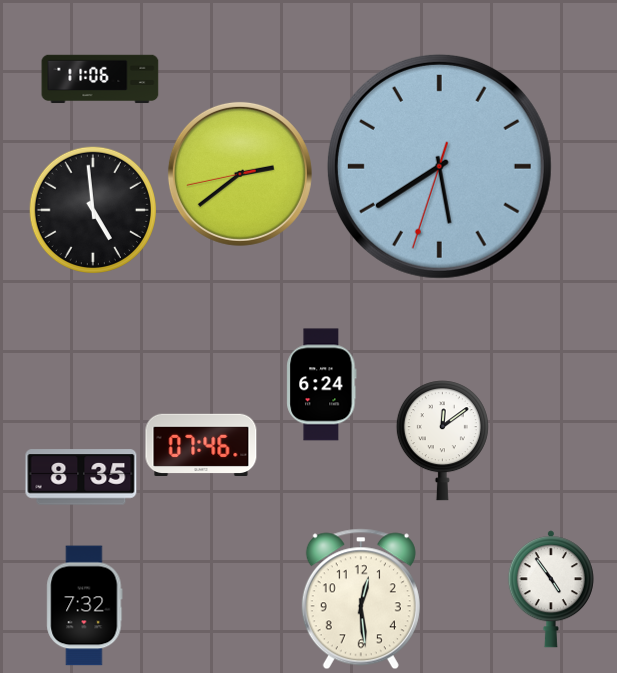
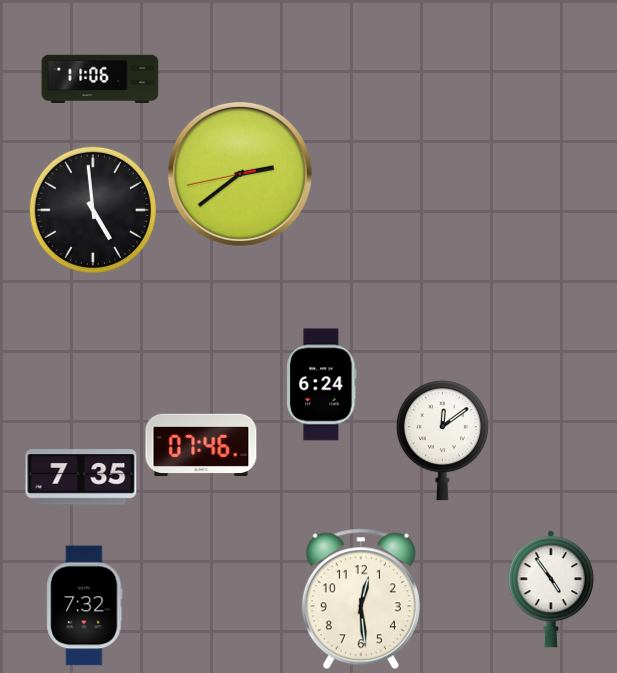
clock at (439, 166): 5:39 -> none
clock at (81, 477): 8:35 -> 7:35
